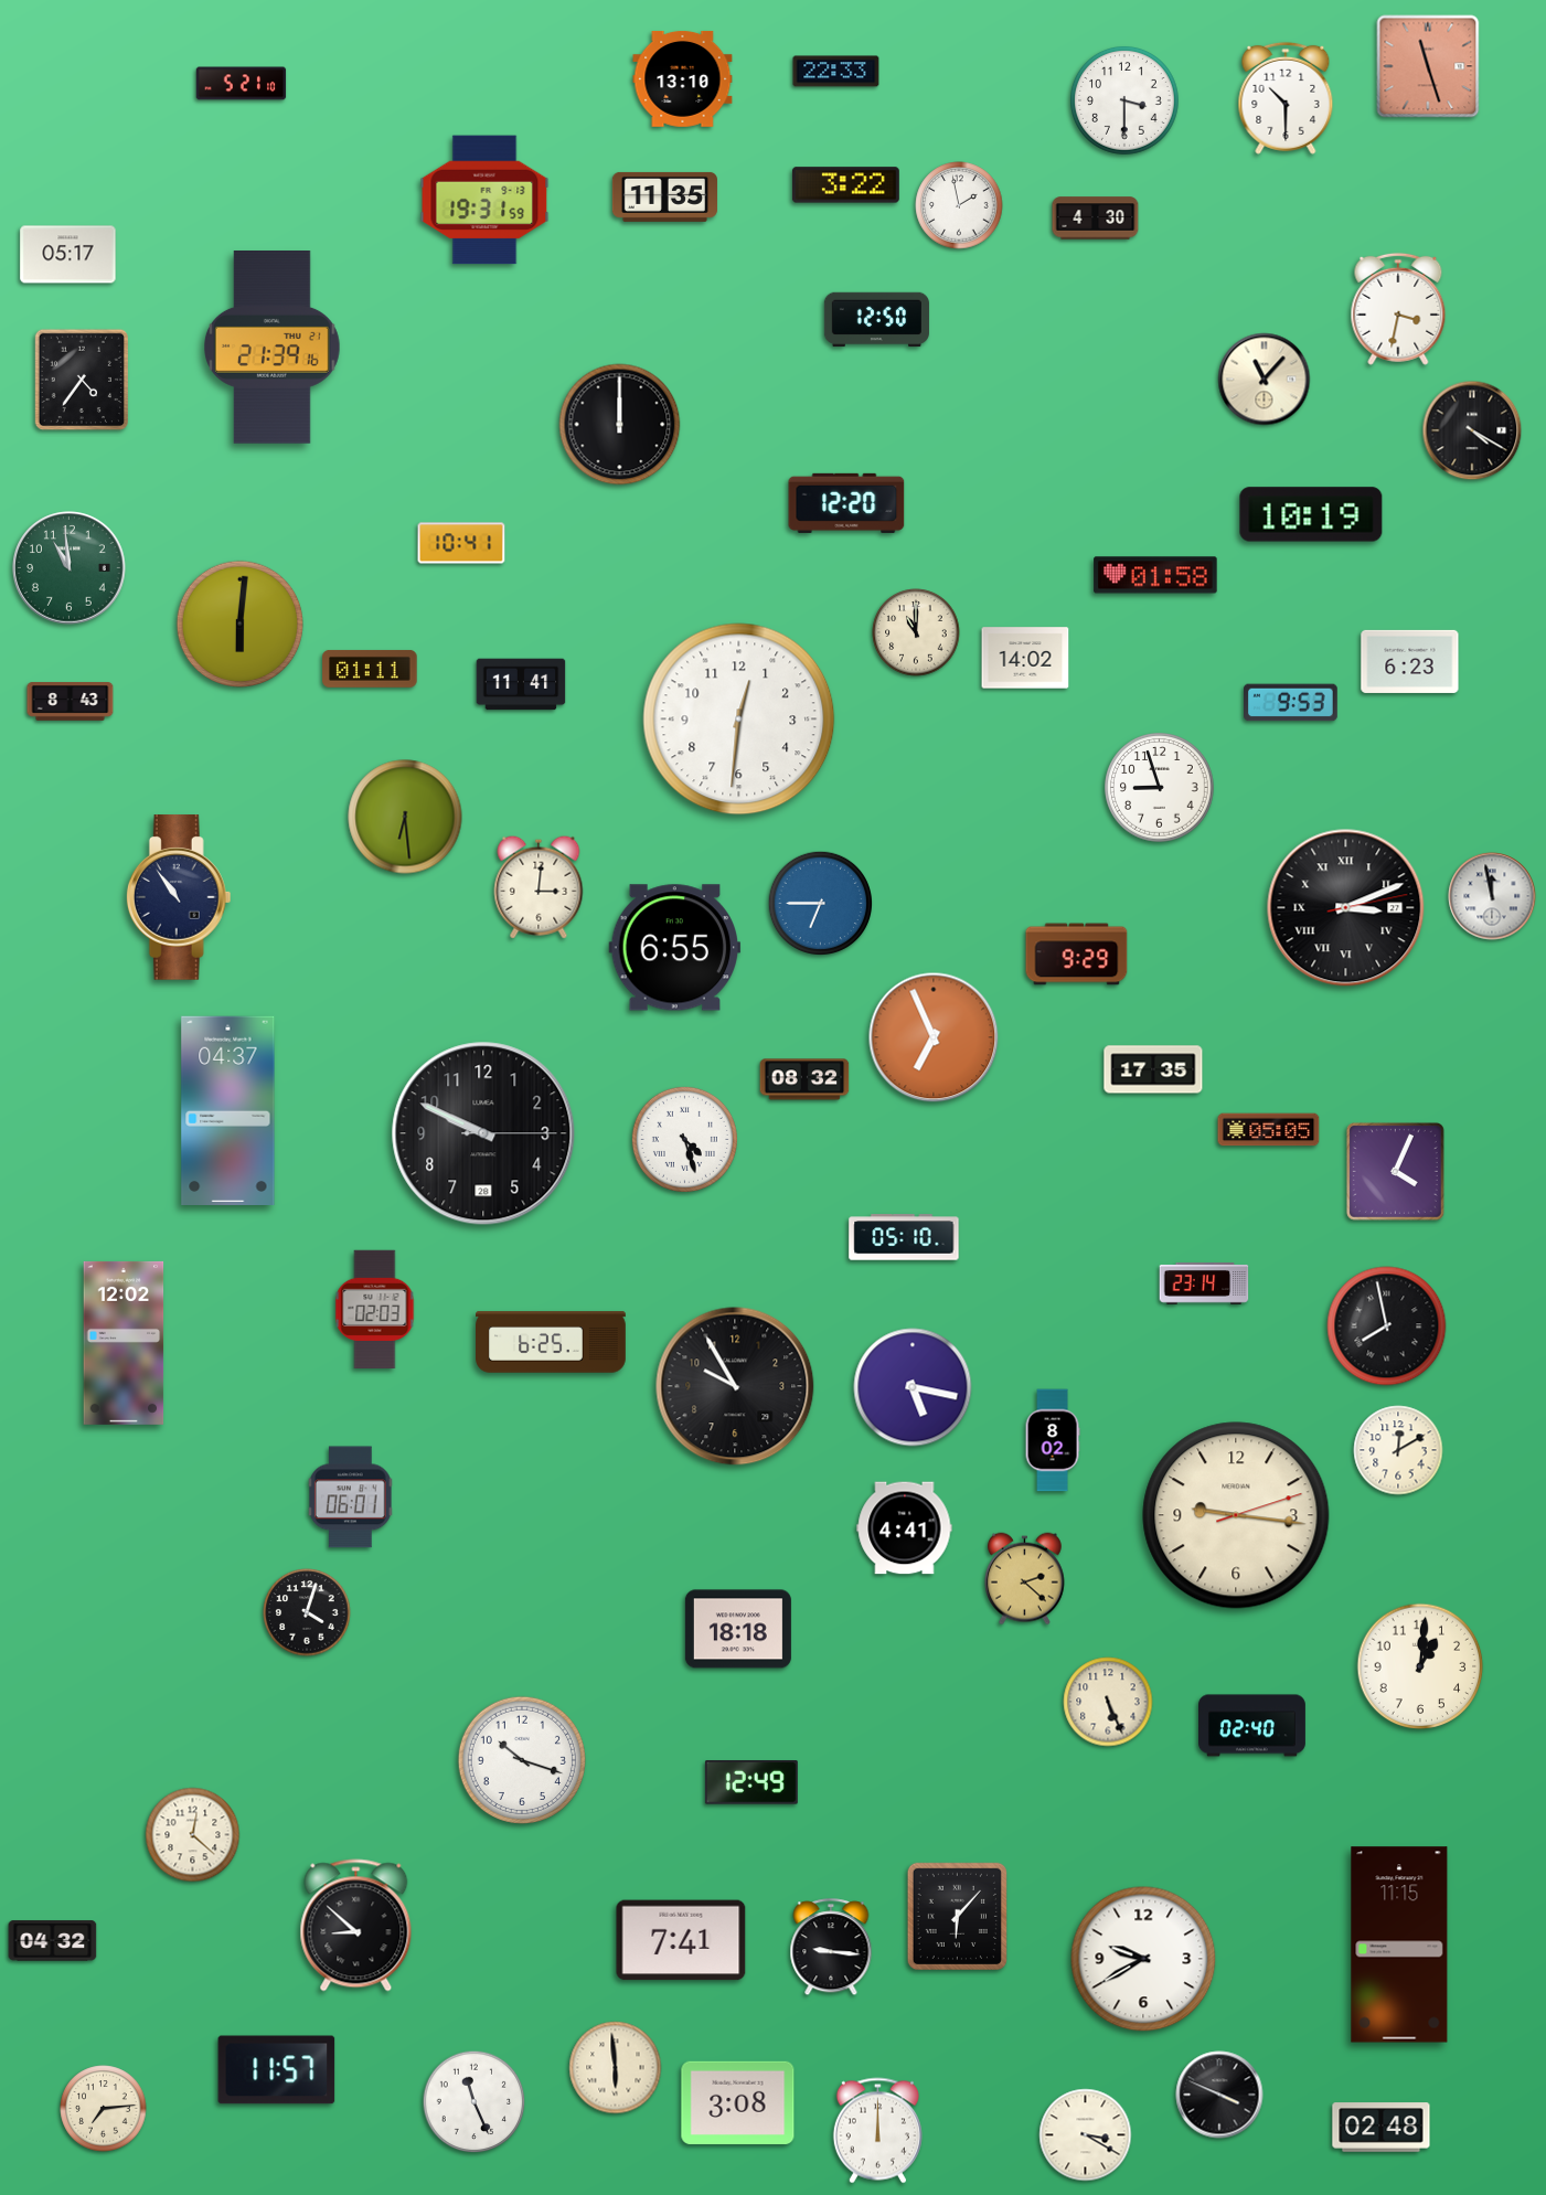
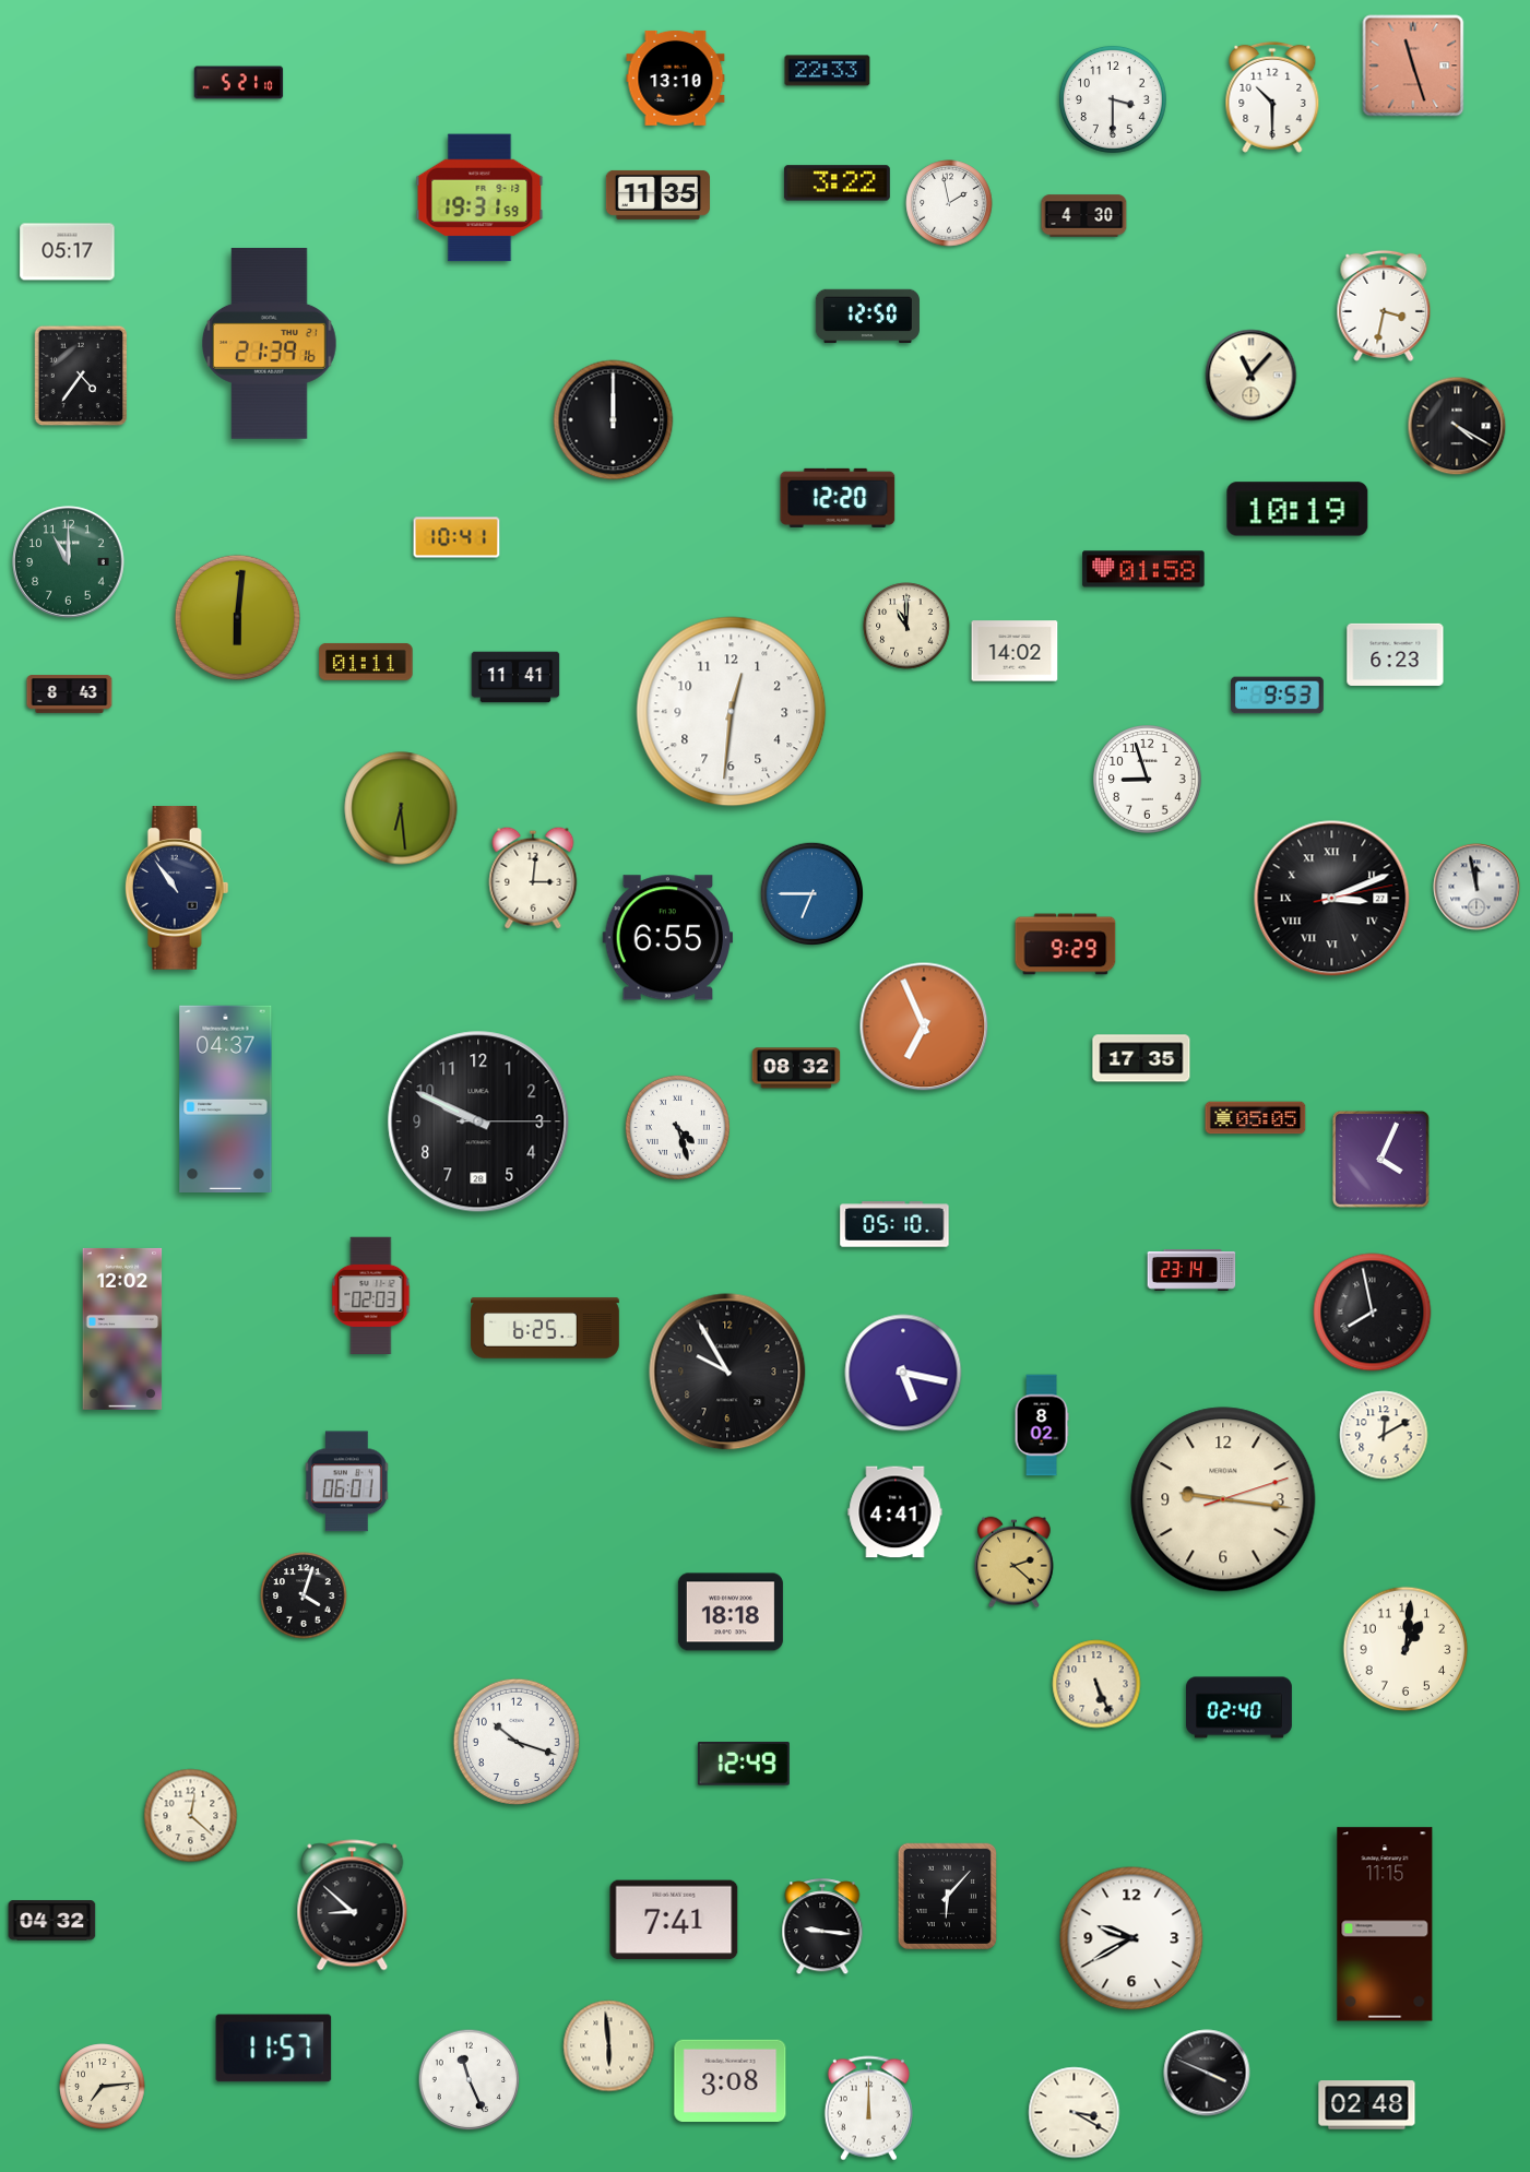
clock at (70, 568): 10:59 -> 11:00
